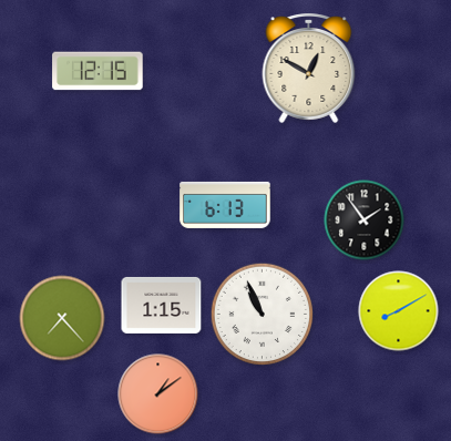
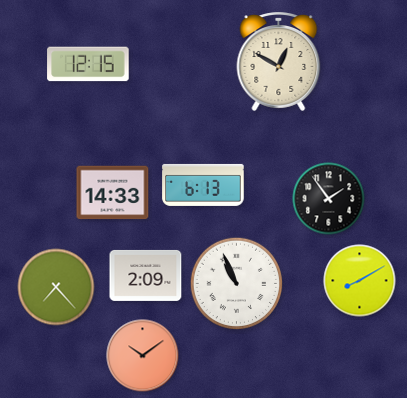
clock at (113, 193): none -> 14:33
clock at (162, 305): 1:15 -> 2:09
clock at (158, 394): 1:09 -> 10:09
